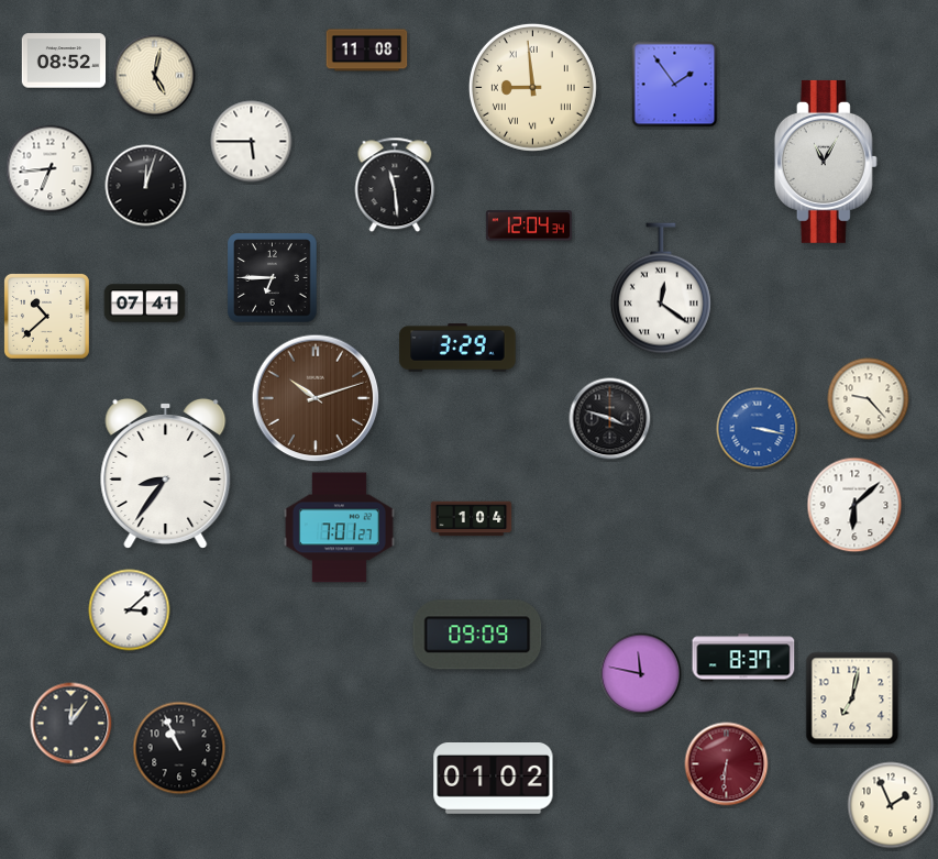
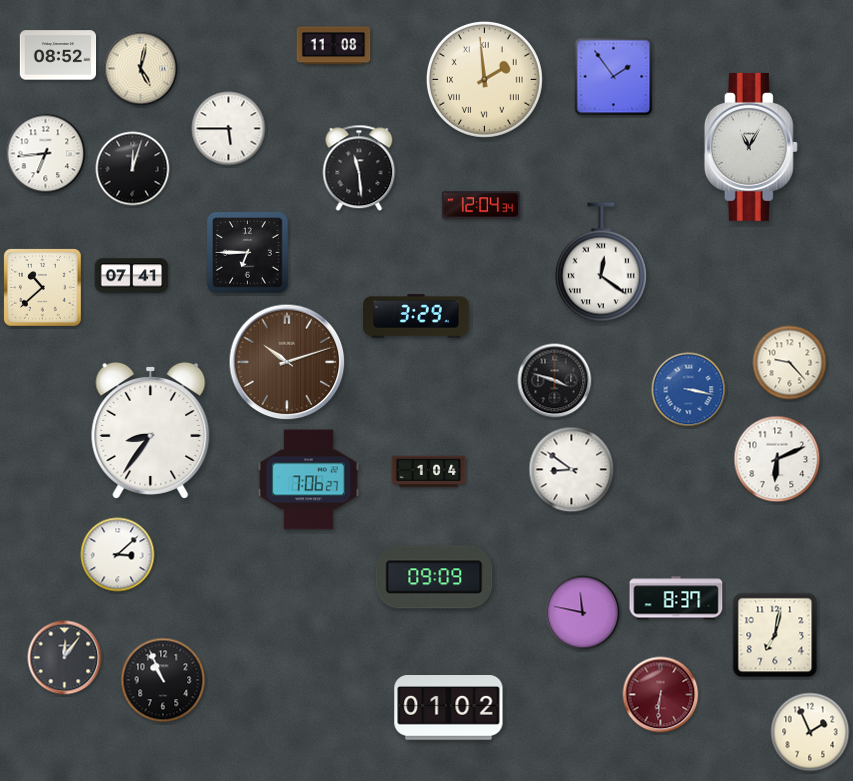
clock at (532, 87): 8:59 -> 1:59
clock at (854, 505): 6:08 -> 6:11
clock at (572, 470): none -> 8:51
clock at (339, 528): 7:01 -> 7:06
